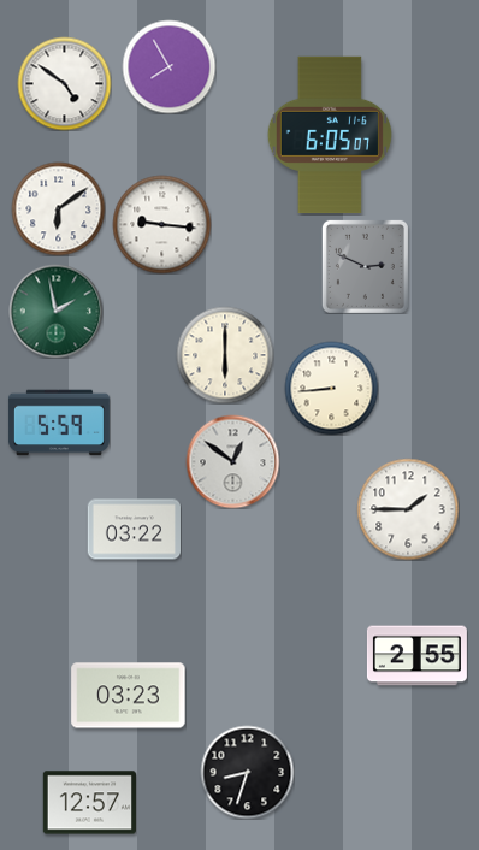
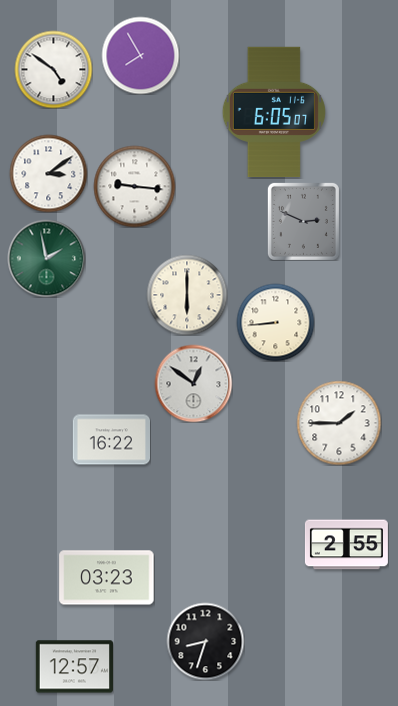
clock at (58, 208): 6:09 -> 3:09
clock at (59, 423): 5:59 -> none
clock at (134, 530): 03:22 -> 16:22
